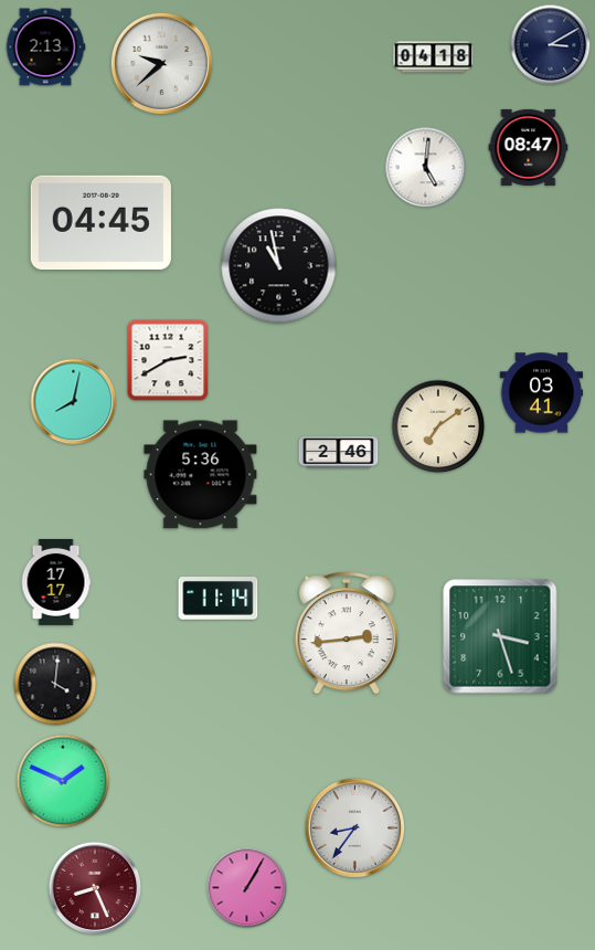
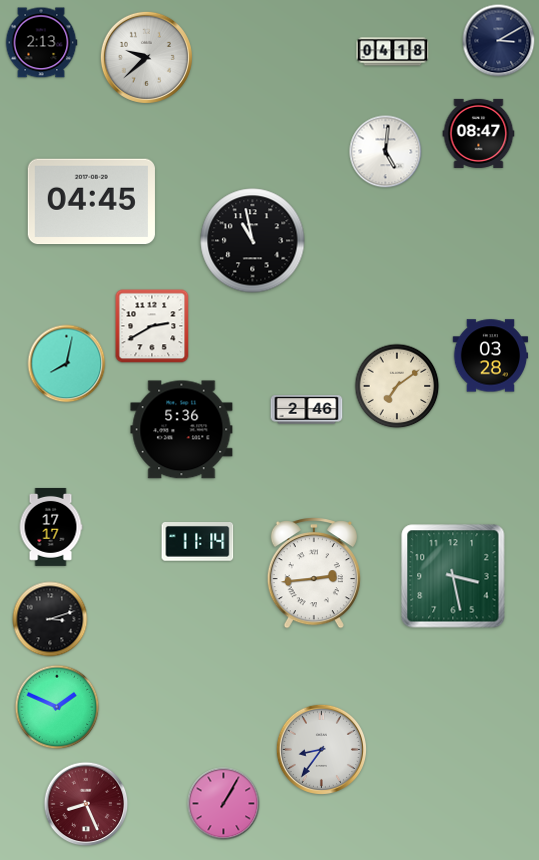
clock at (542, 393): 03:41 -> 03:28
clock at (500, 636): 3:27 -> 3:28
clock at (55, 684): 4:01 -> 3:12
